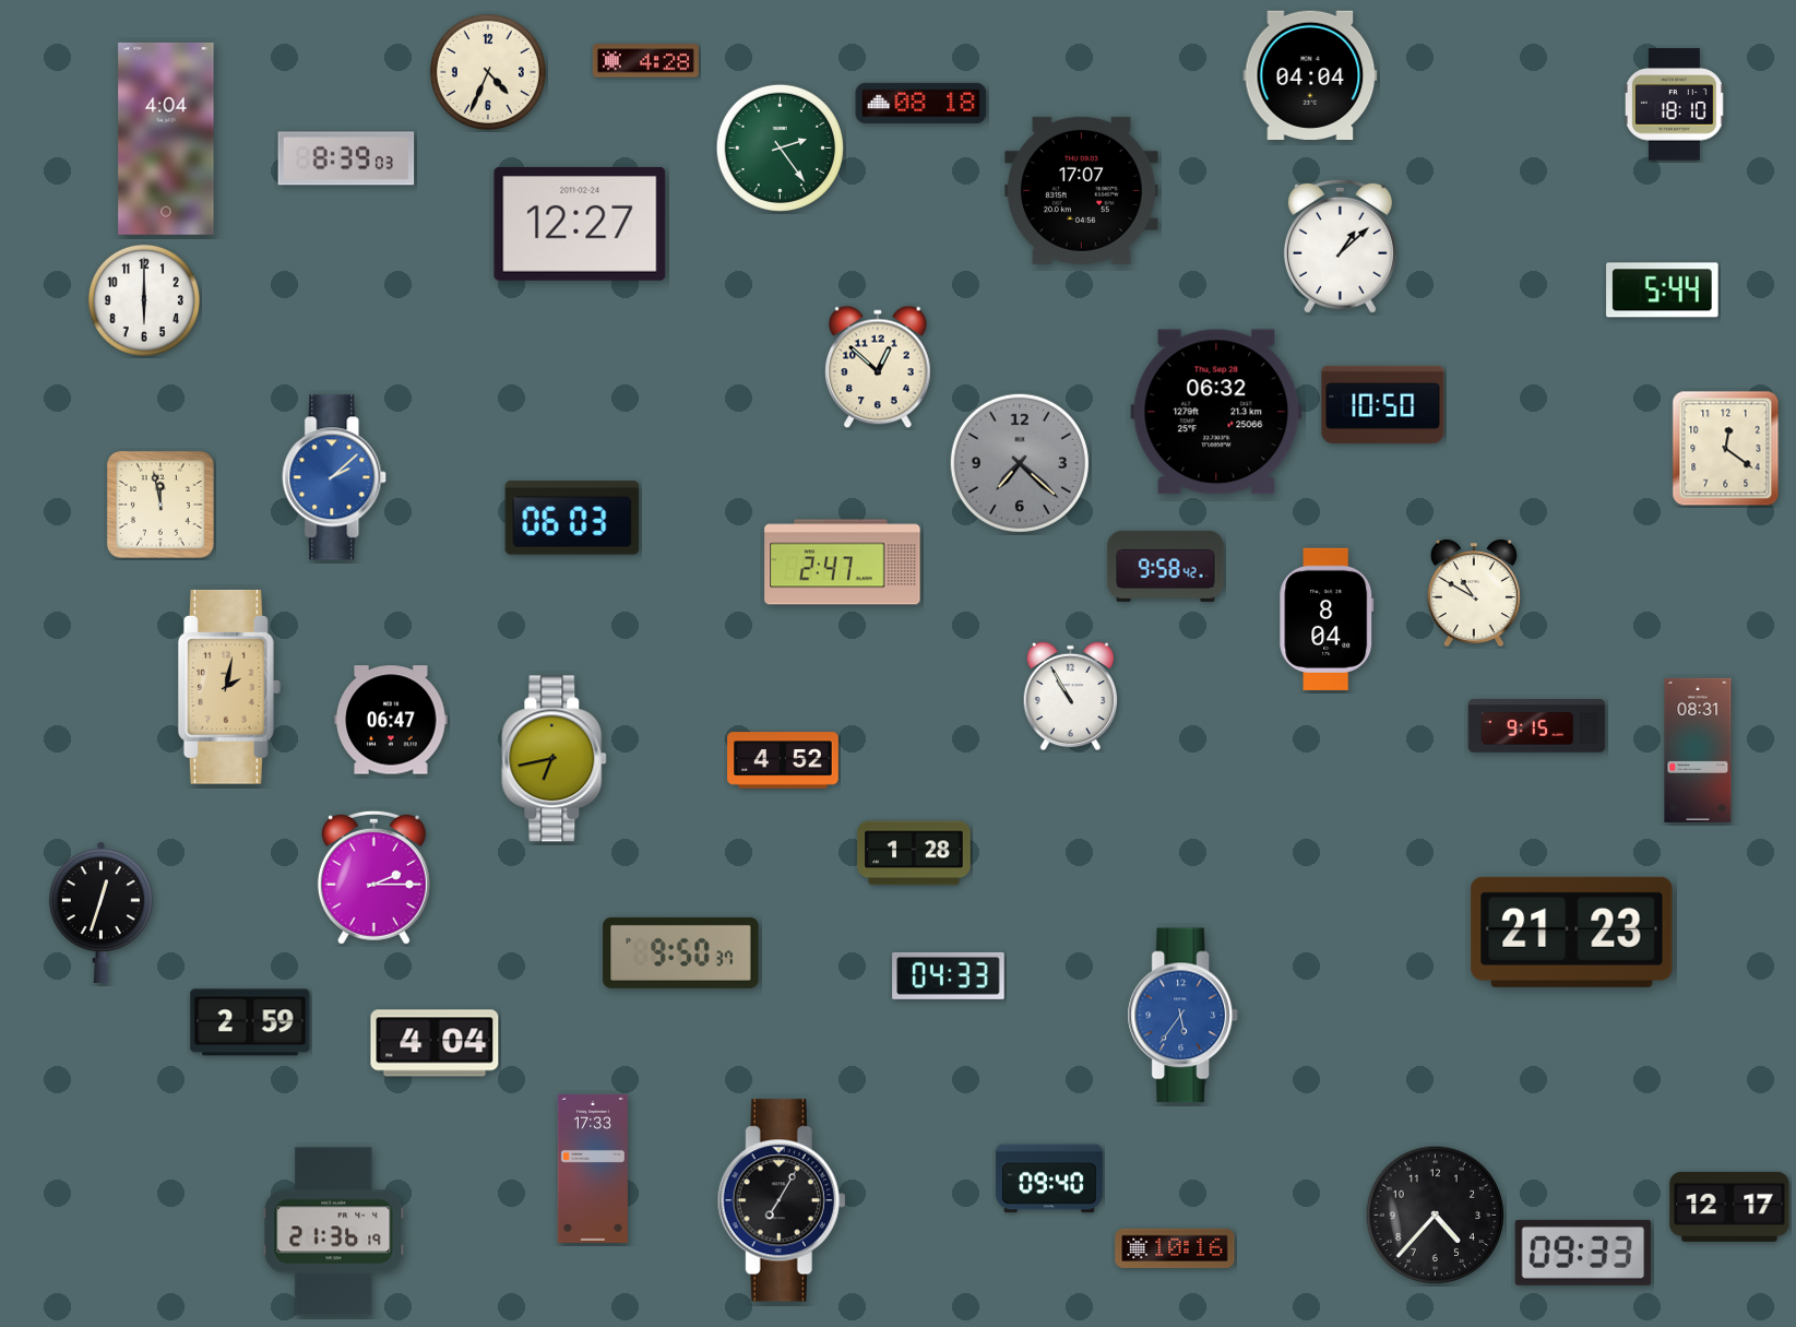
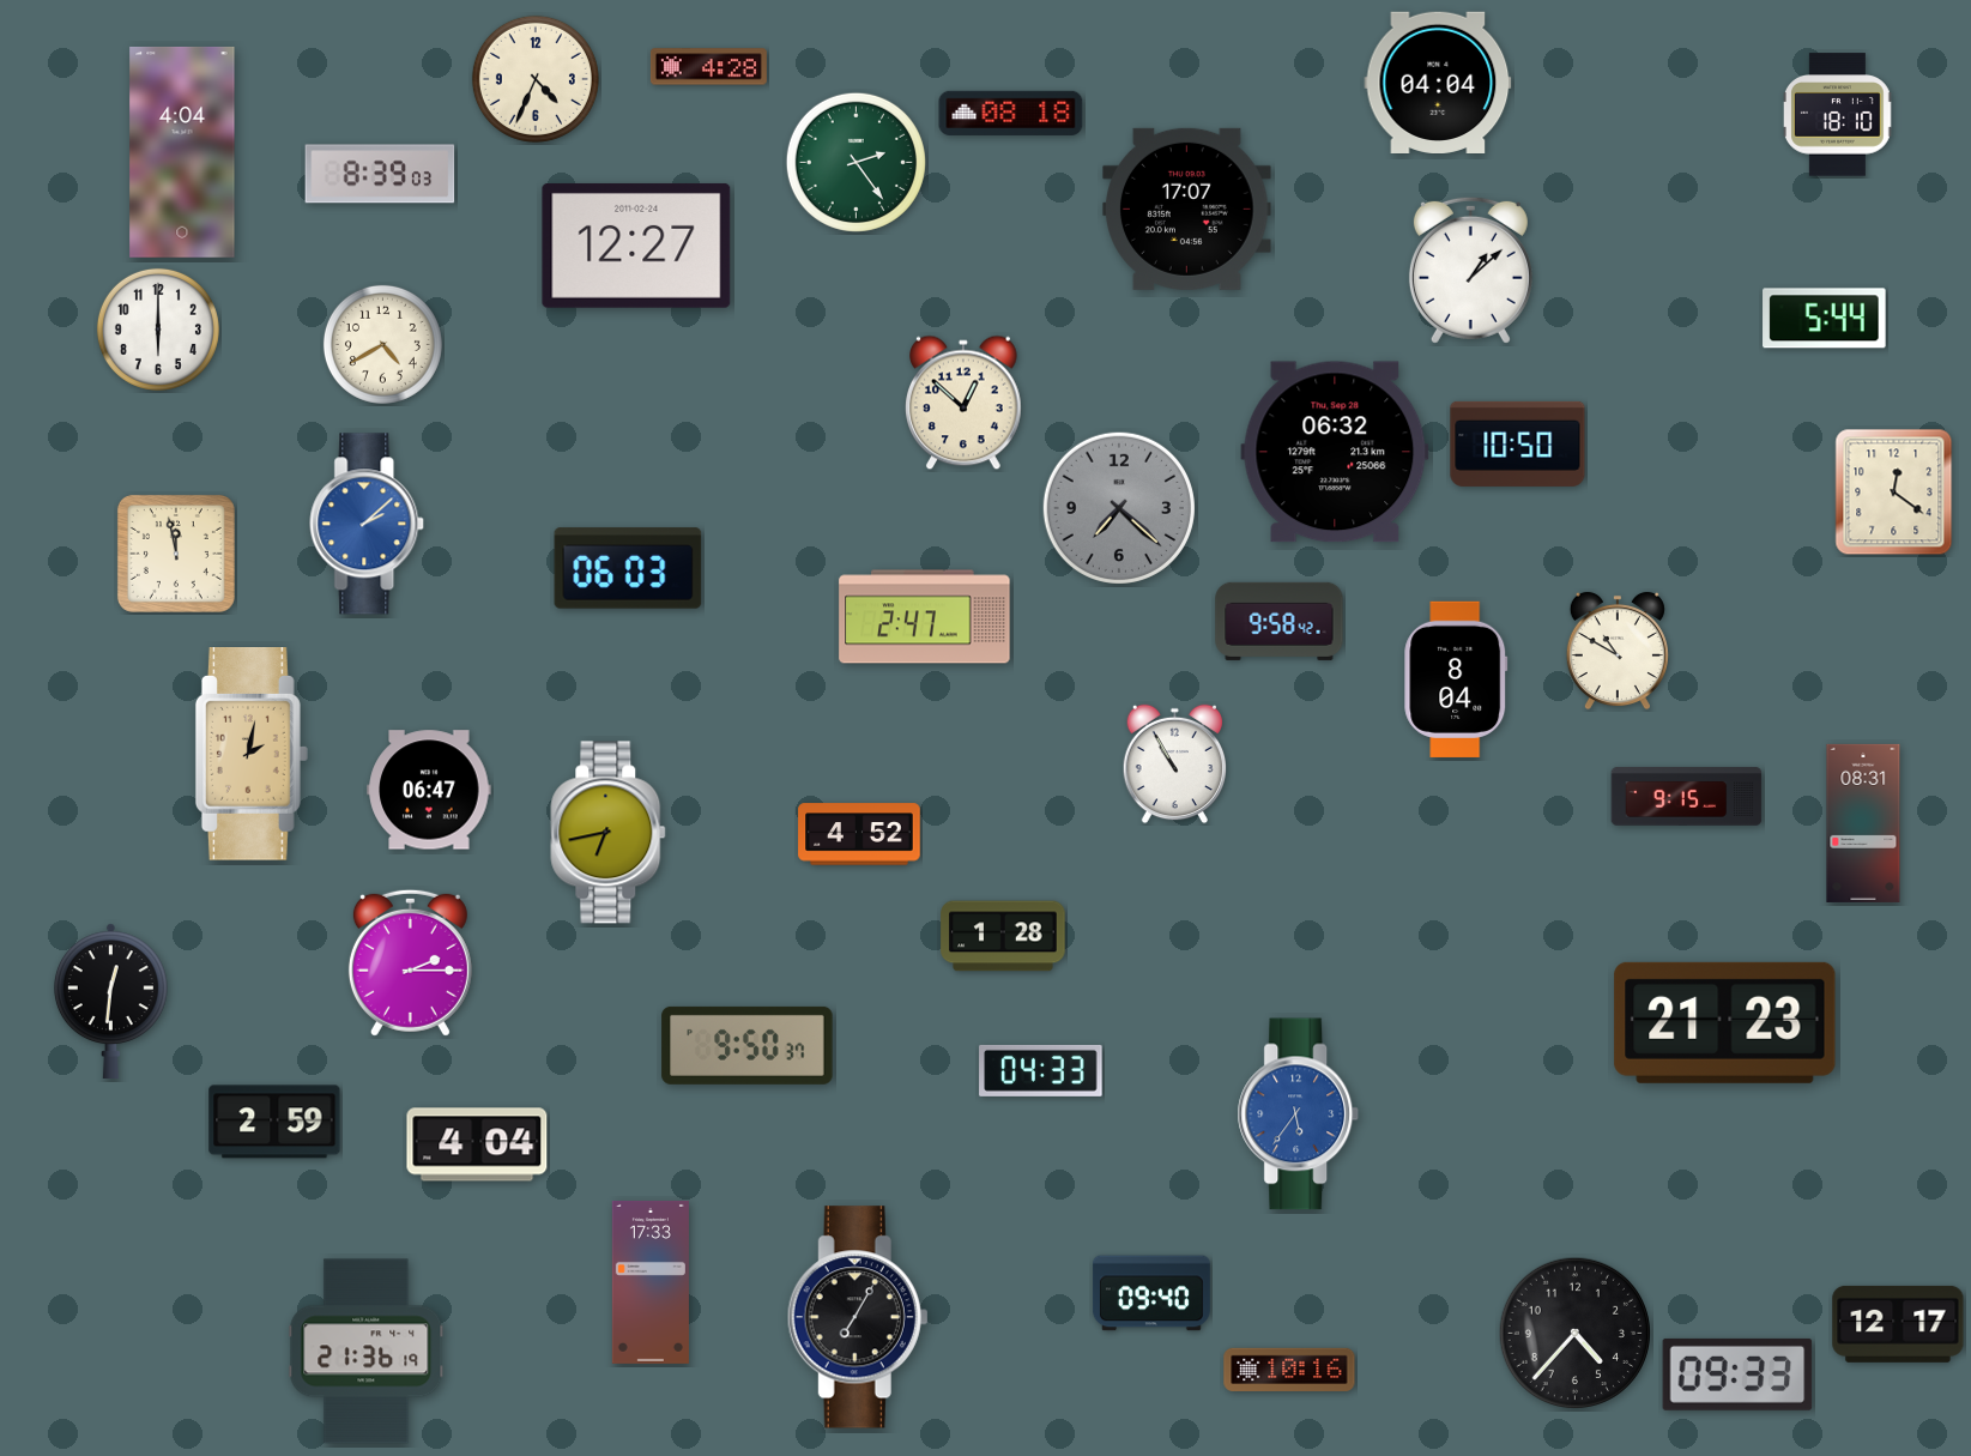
clock at (382, 344): none -> 4:40
clock at (100, 912): 12:33 -> 12:31
